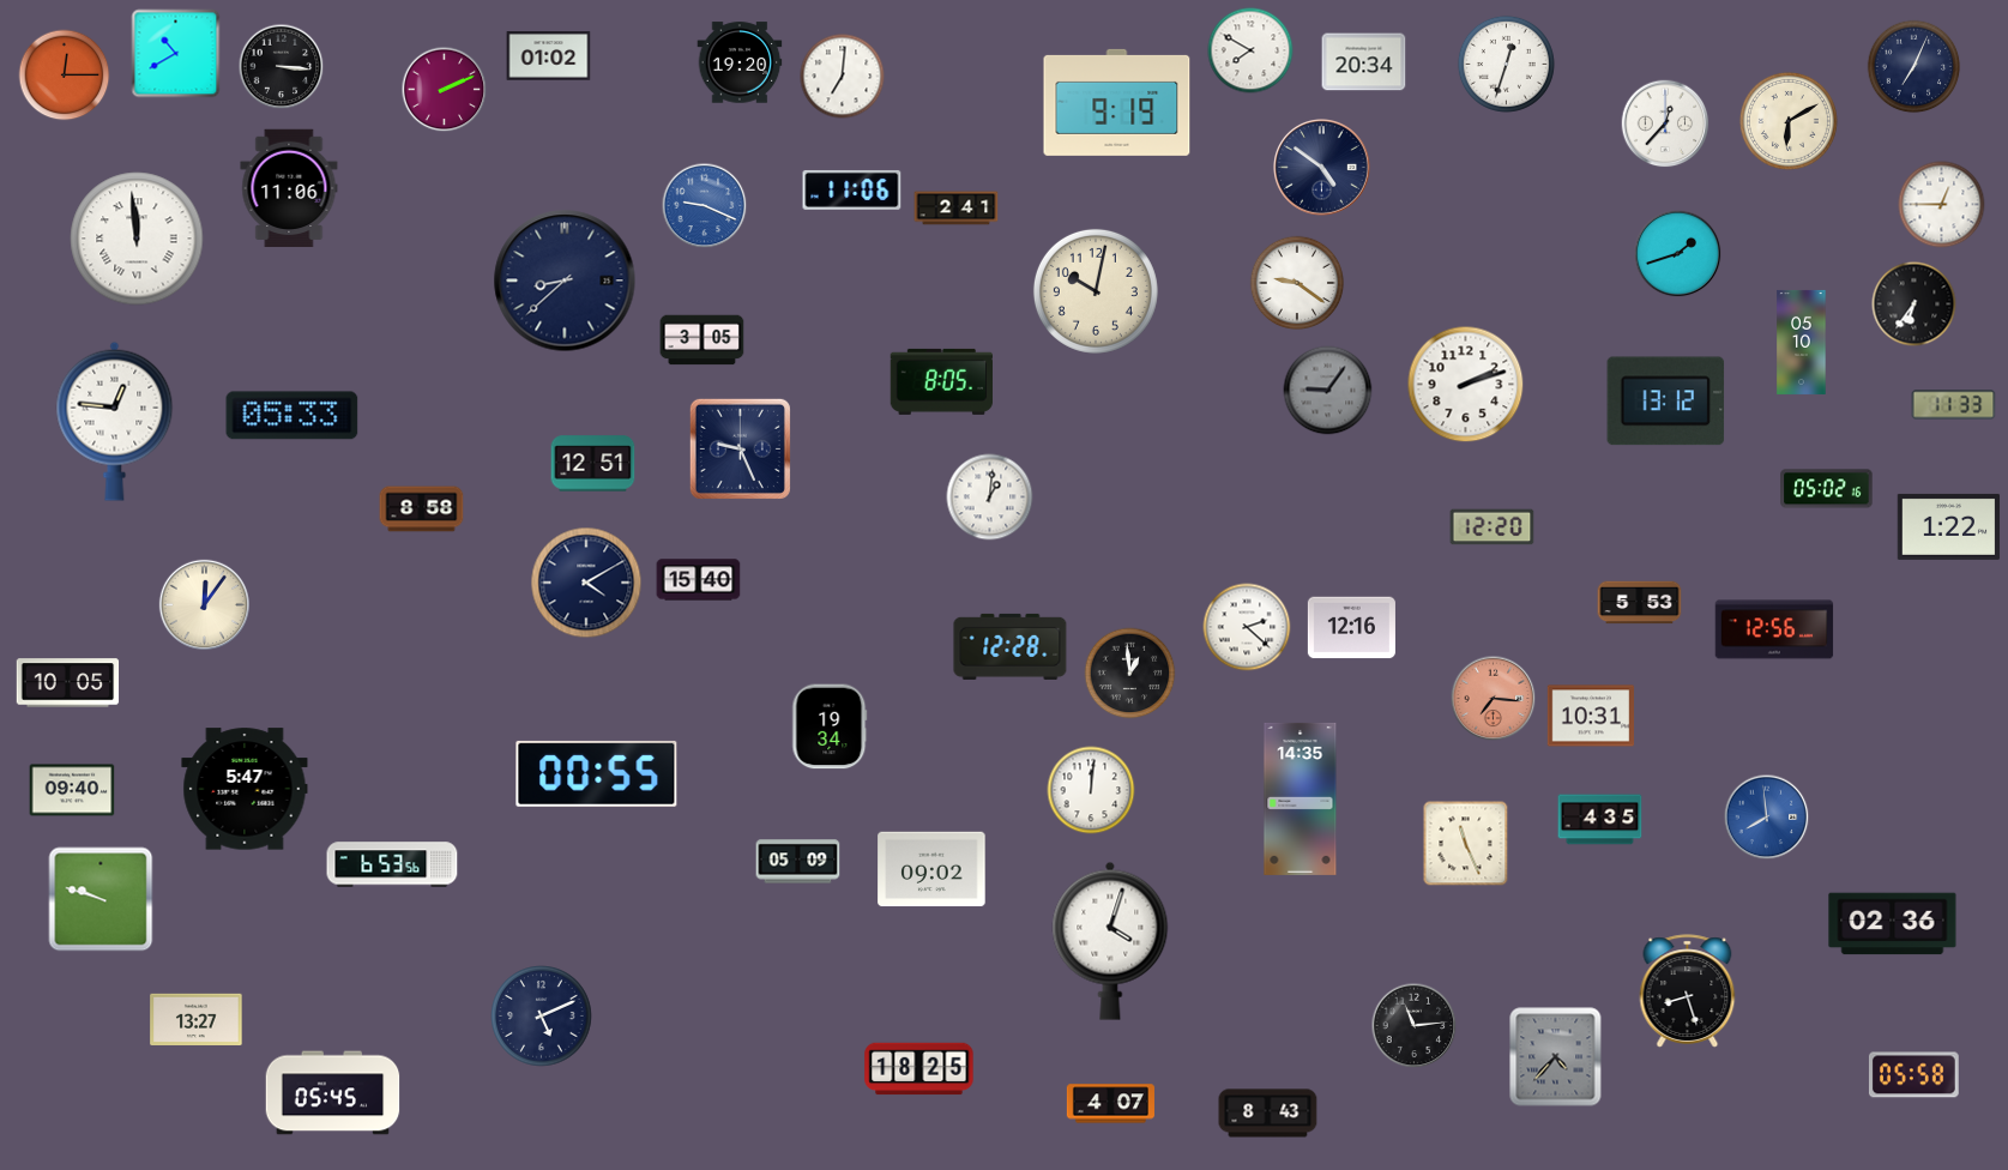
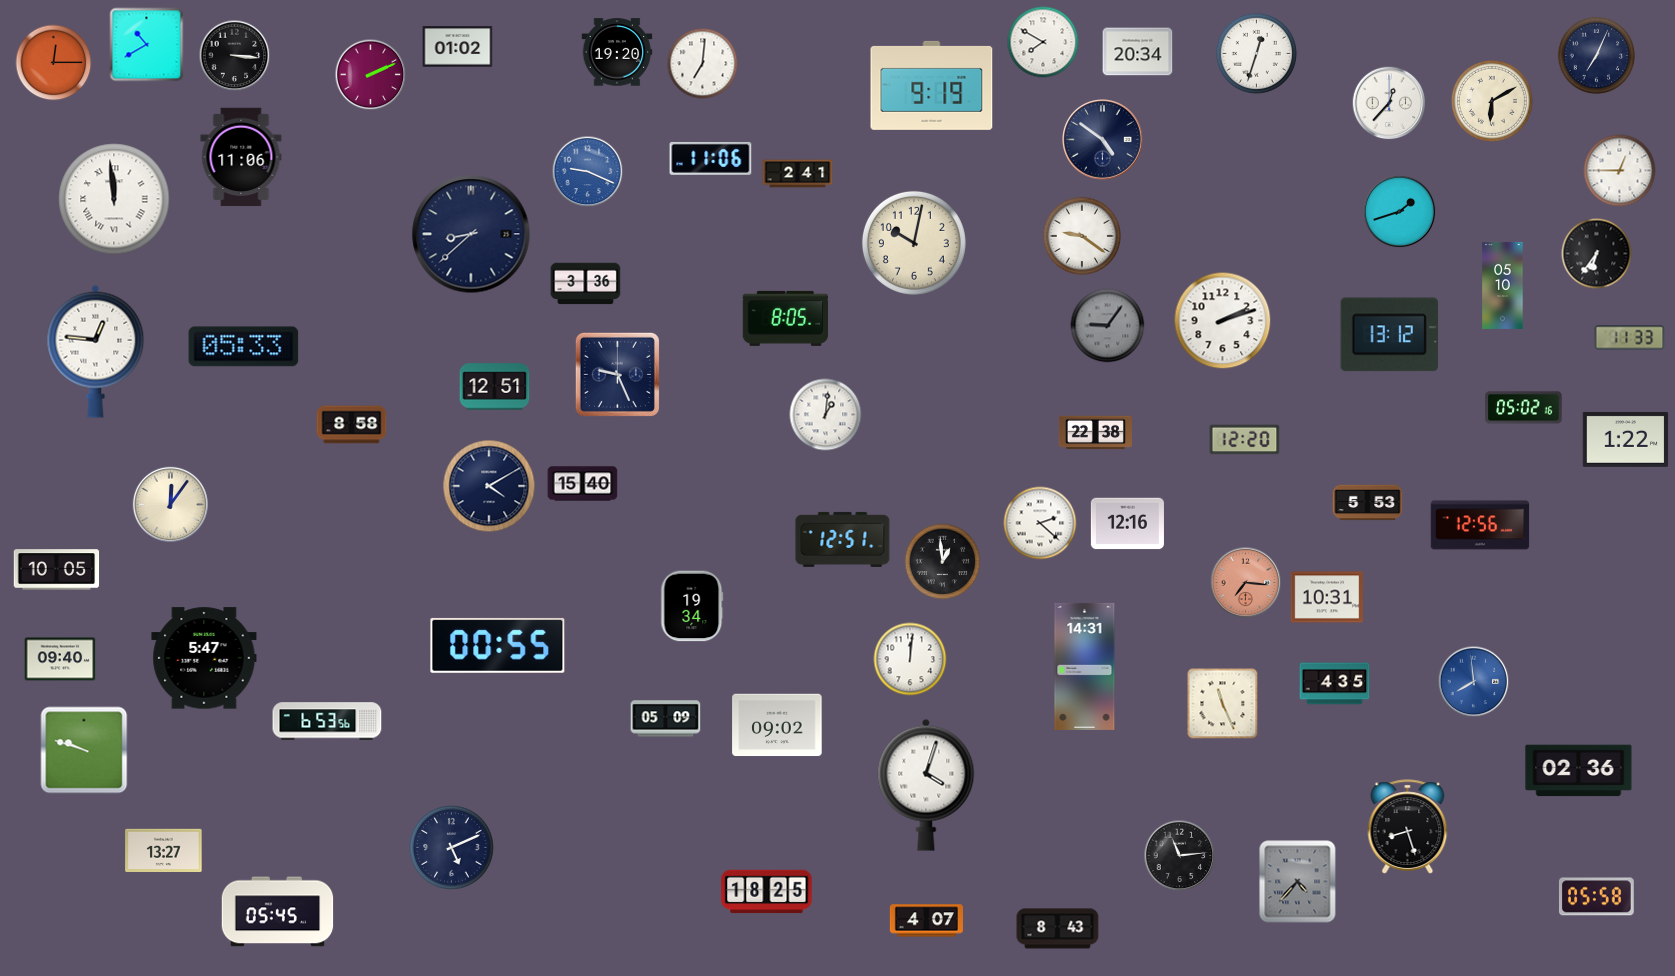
clock at (703, 340): 3:05 -> 3:36
clock at (1095, 433): none -> 22:38
clock at (1011, 646): 12:28 -> 12:51
clock at (1301, 798): 14:35 -> 14:31
